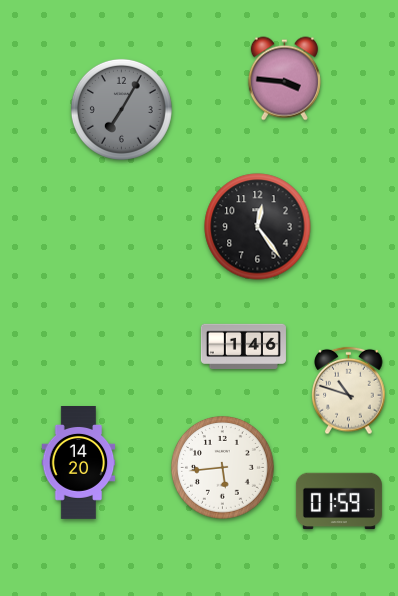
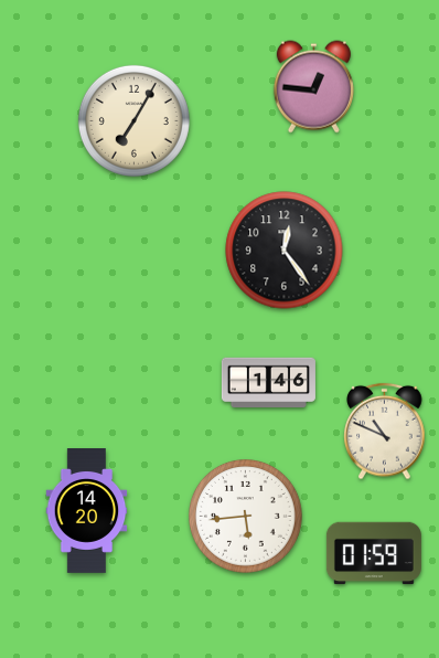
clock at (284, 79): 3:46 -> 12:46
clock at (121, 109) dial: grey -> cream
clock at (349, 391): 10:48 -> 10:49
